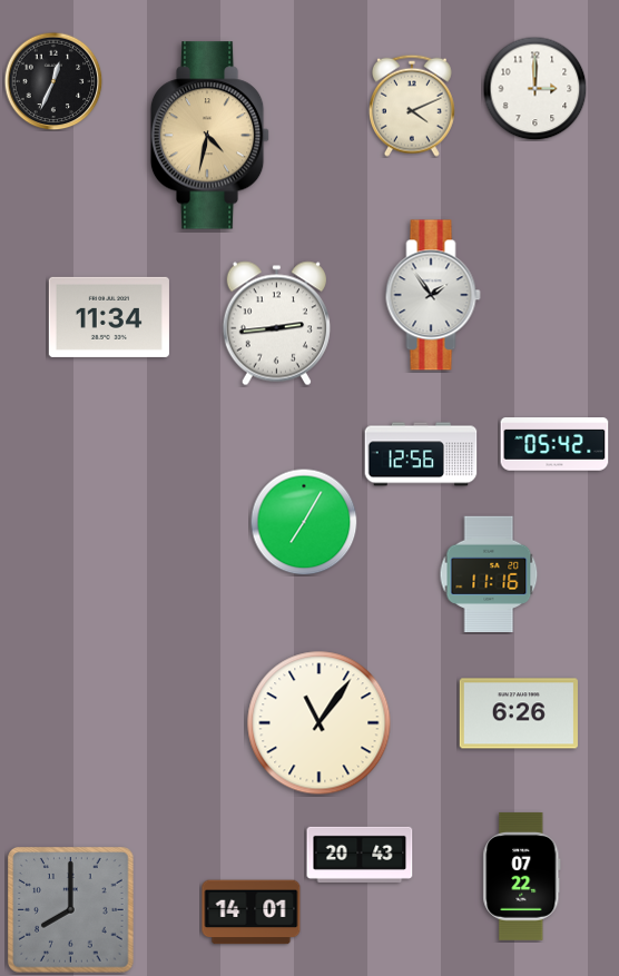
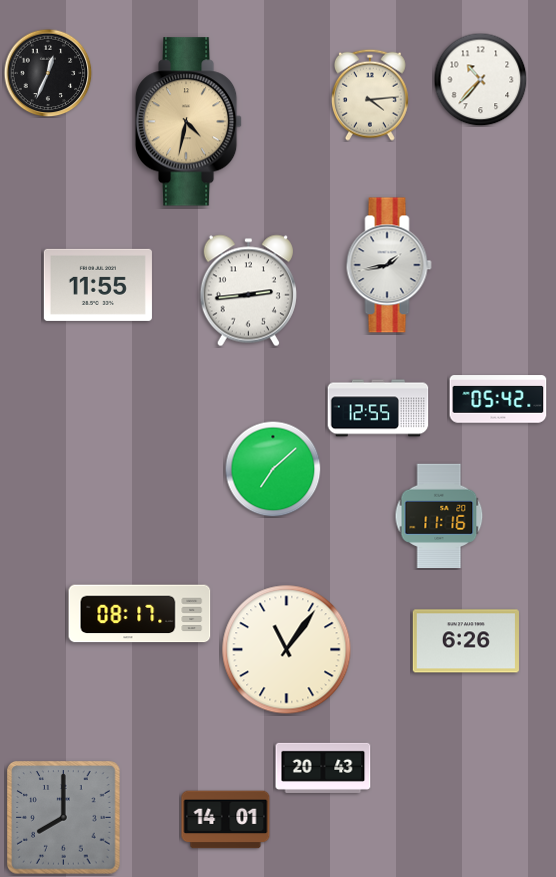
clock at (534, 88): 3:00 -> 10:37
clock at (412, 106): 4:11 -> 4:14
clock at (433, 295): 1:54 -> 1:43
clock at (109, 317): 11:34 -> 11:55
clock at (421, 454): 12:56 -> 12:55
clock at (304, 522): 7:05 -> 7:08
clock at (140, 614): none -> 08:17
clock at (522, 876): 07:22 -> none
